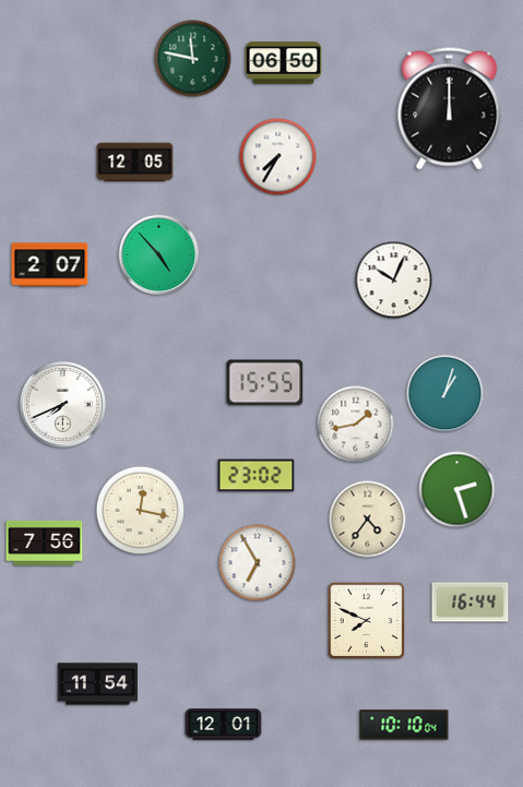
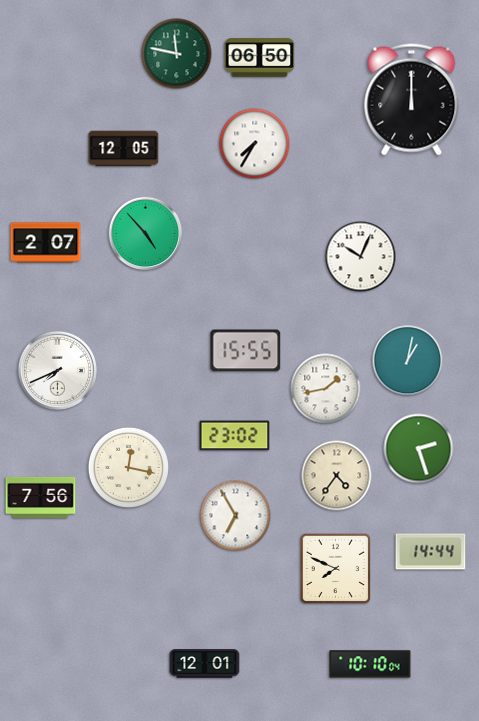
clock at (265, 383) position: (265, 383) -> (246, 351)
clock at (445, 394): 1:03 -> 1:02
clock at (471, 603): 16:44 -> 14:44
clock at (98, 684): 11:54 -> none
